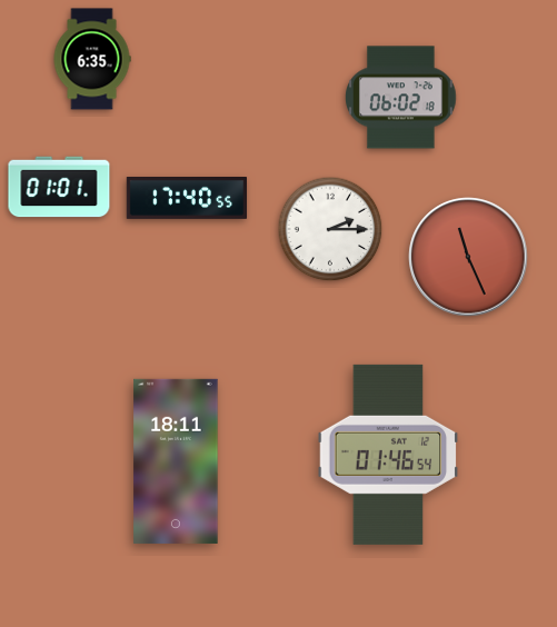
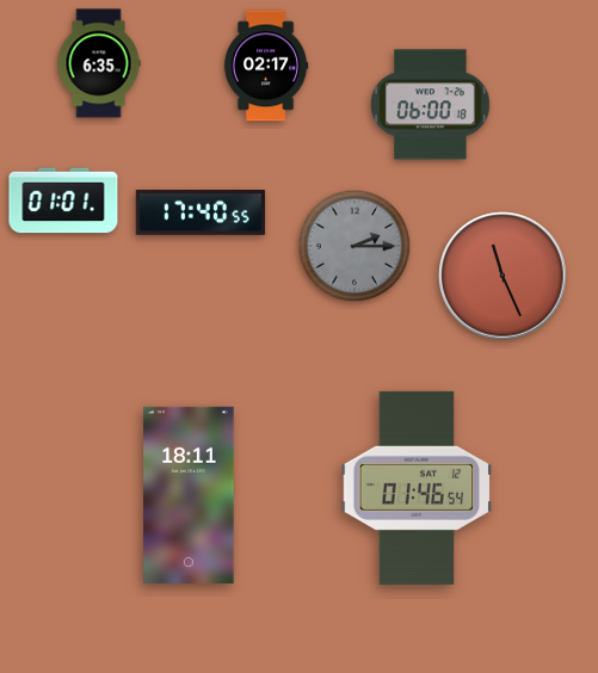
clock at (266, 66): none -> 02:17
clock at (401, 98): 06:02 -> 06:00
clock at (330, 229) dial: white -> grey
